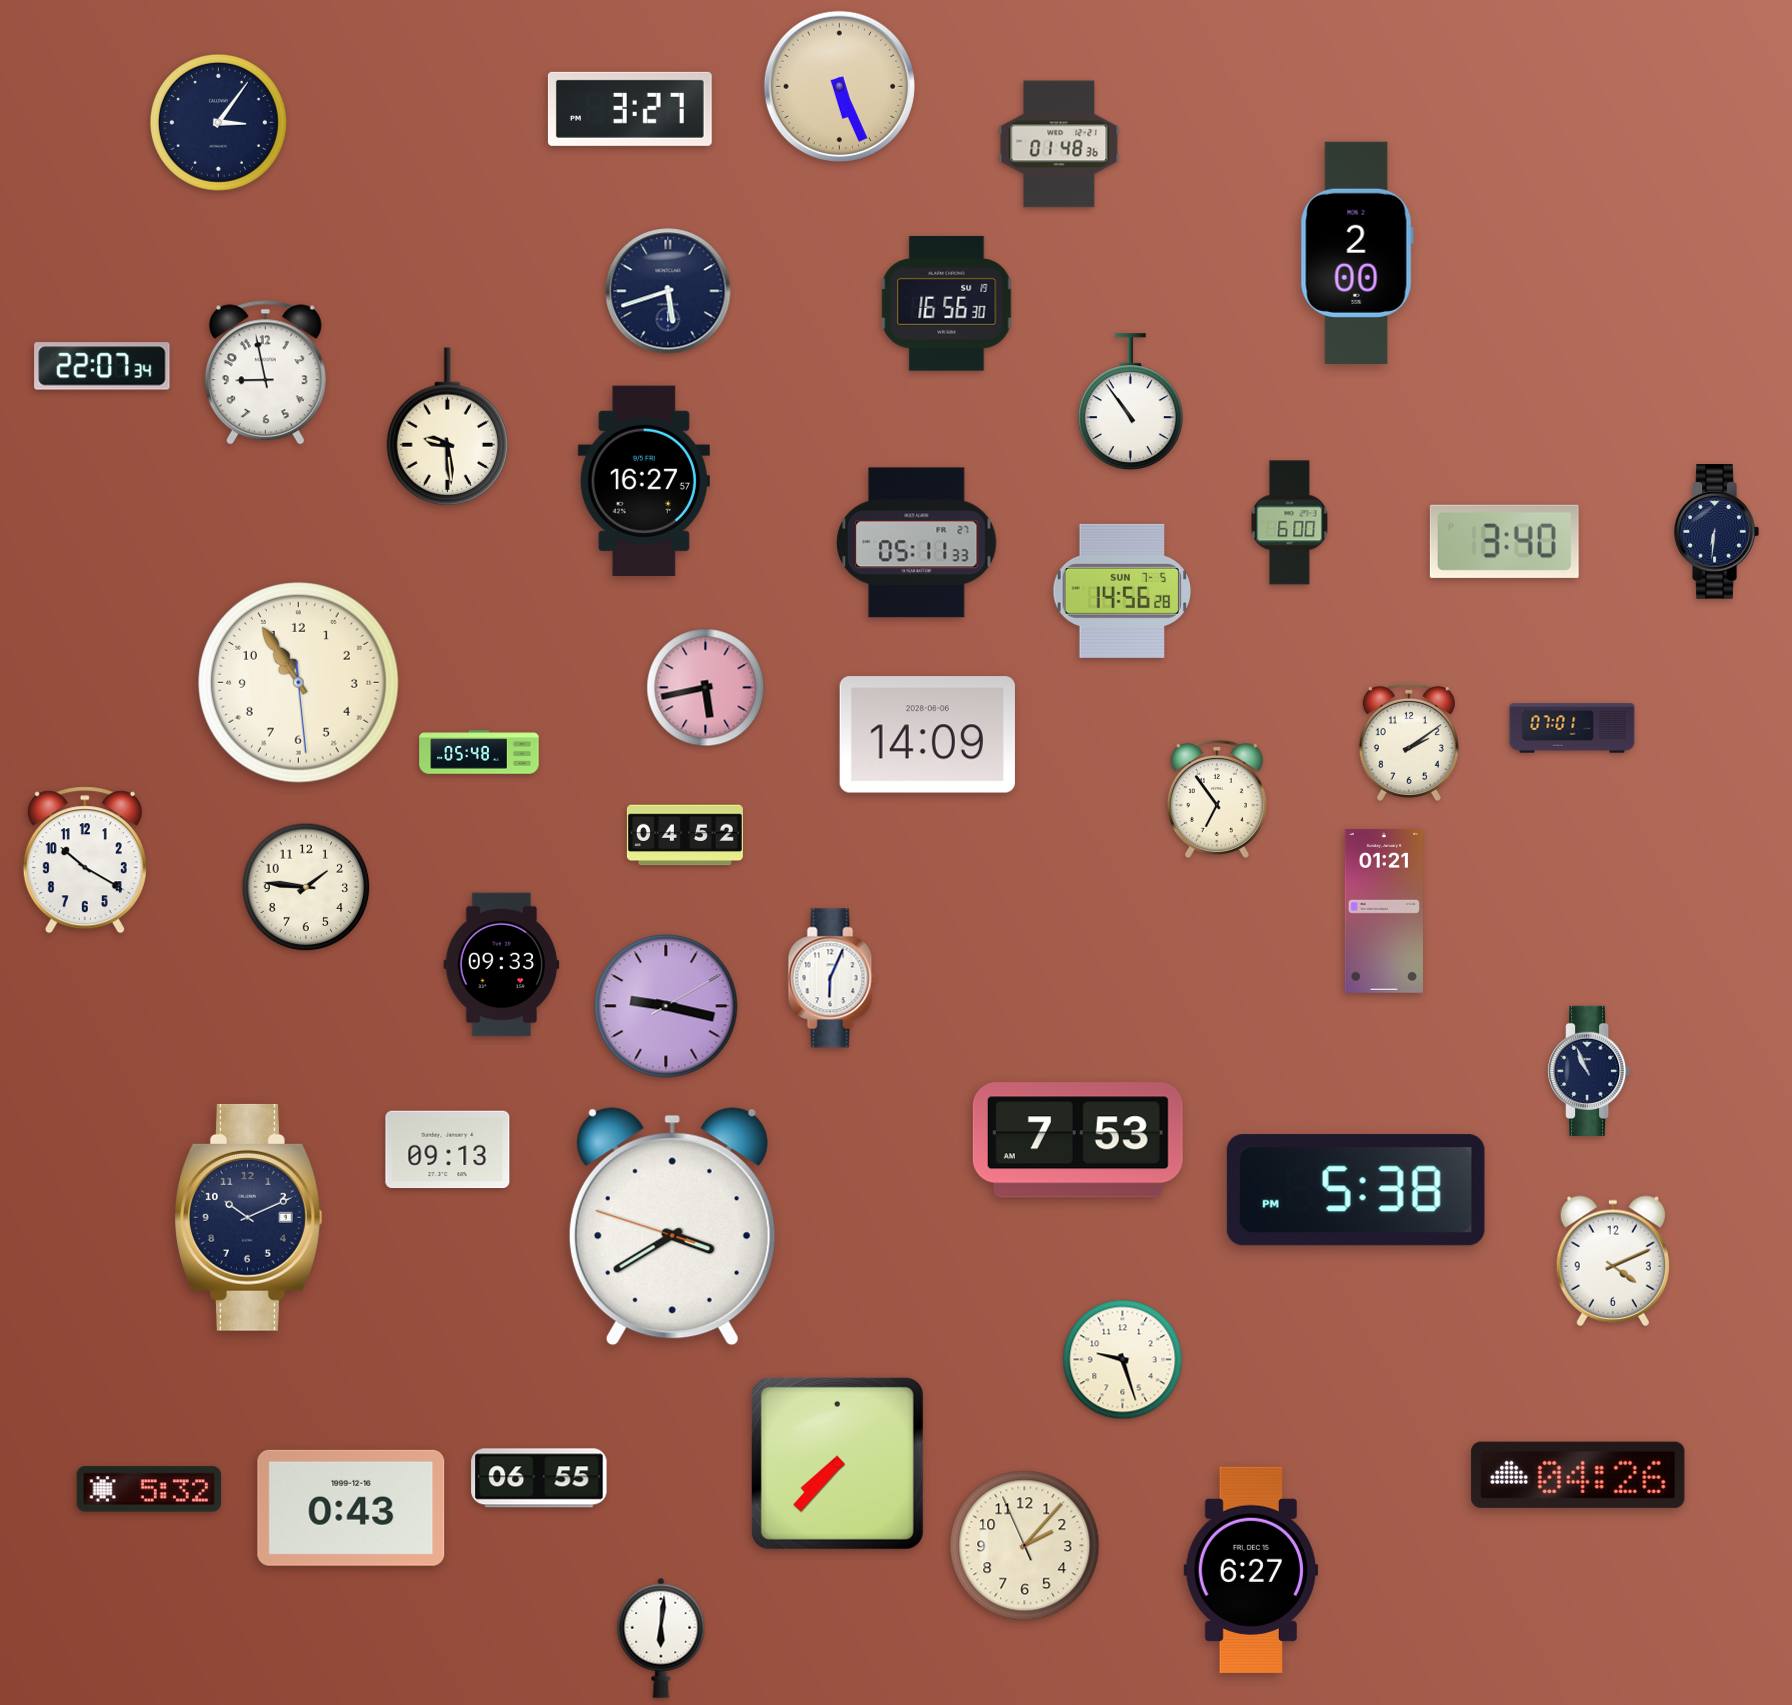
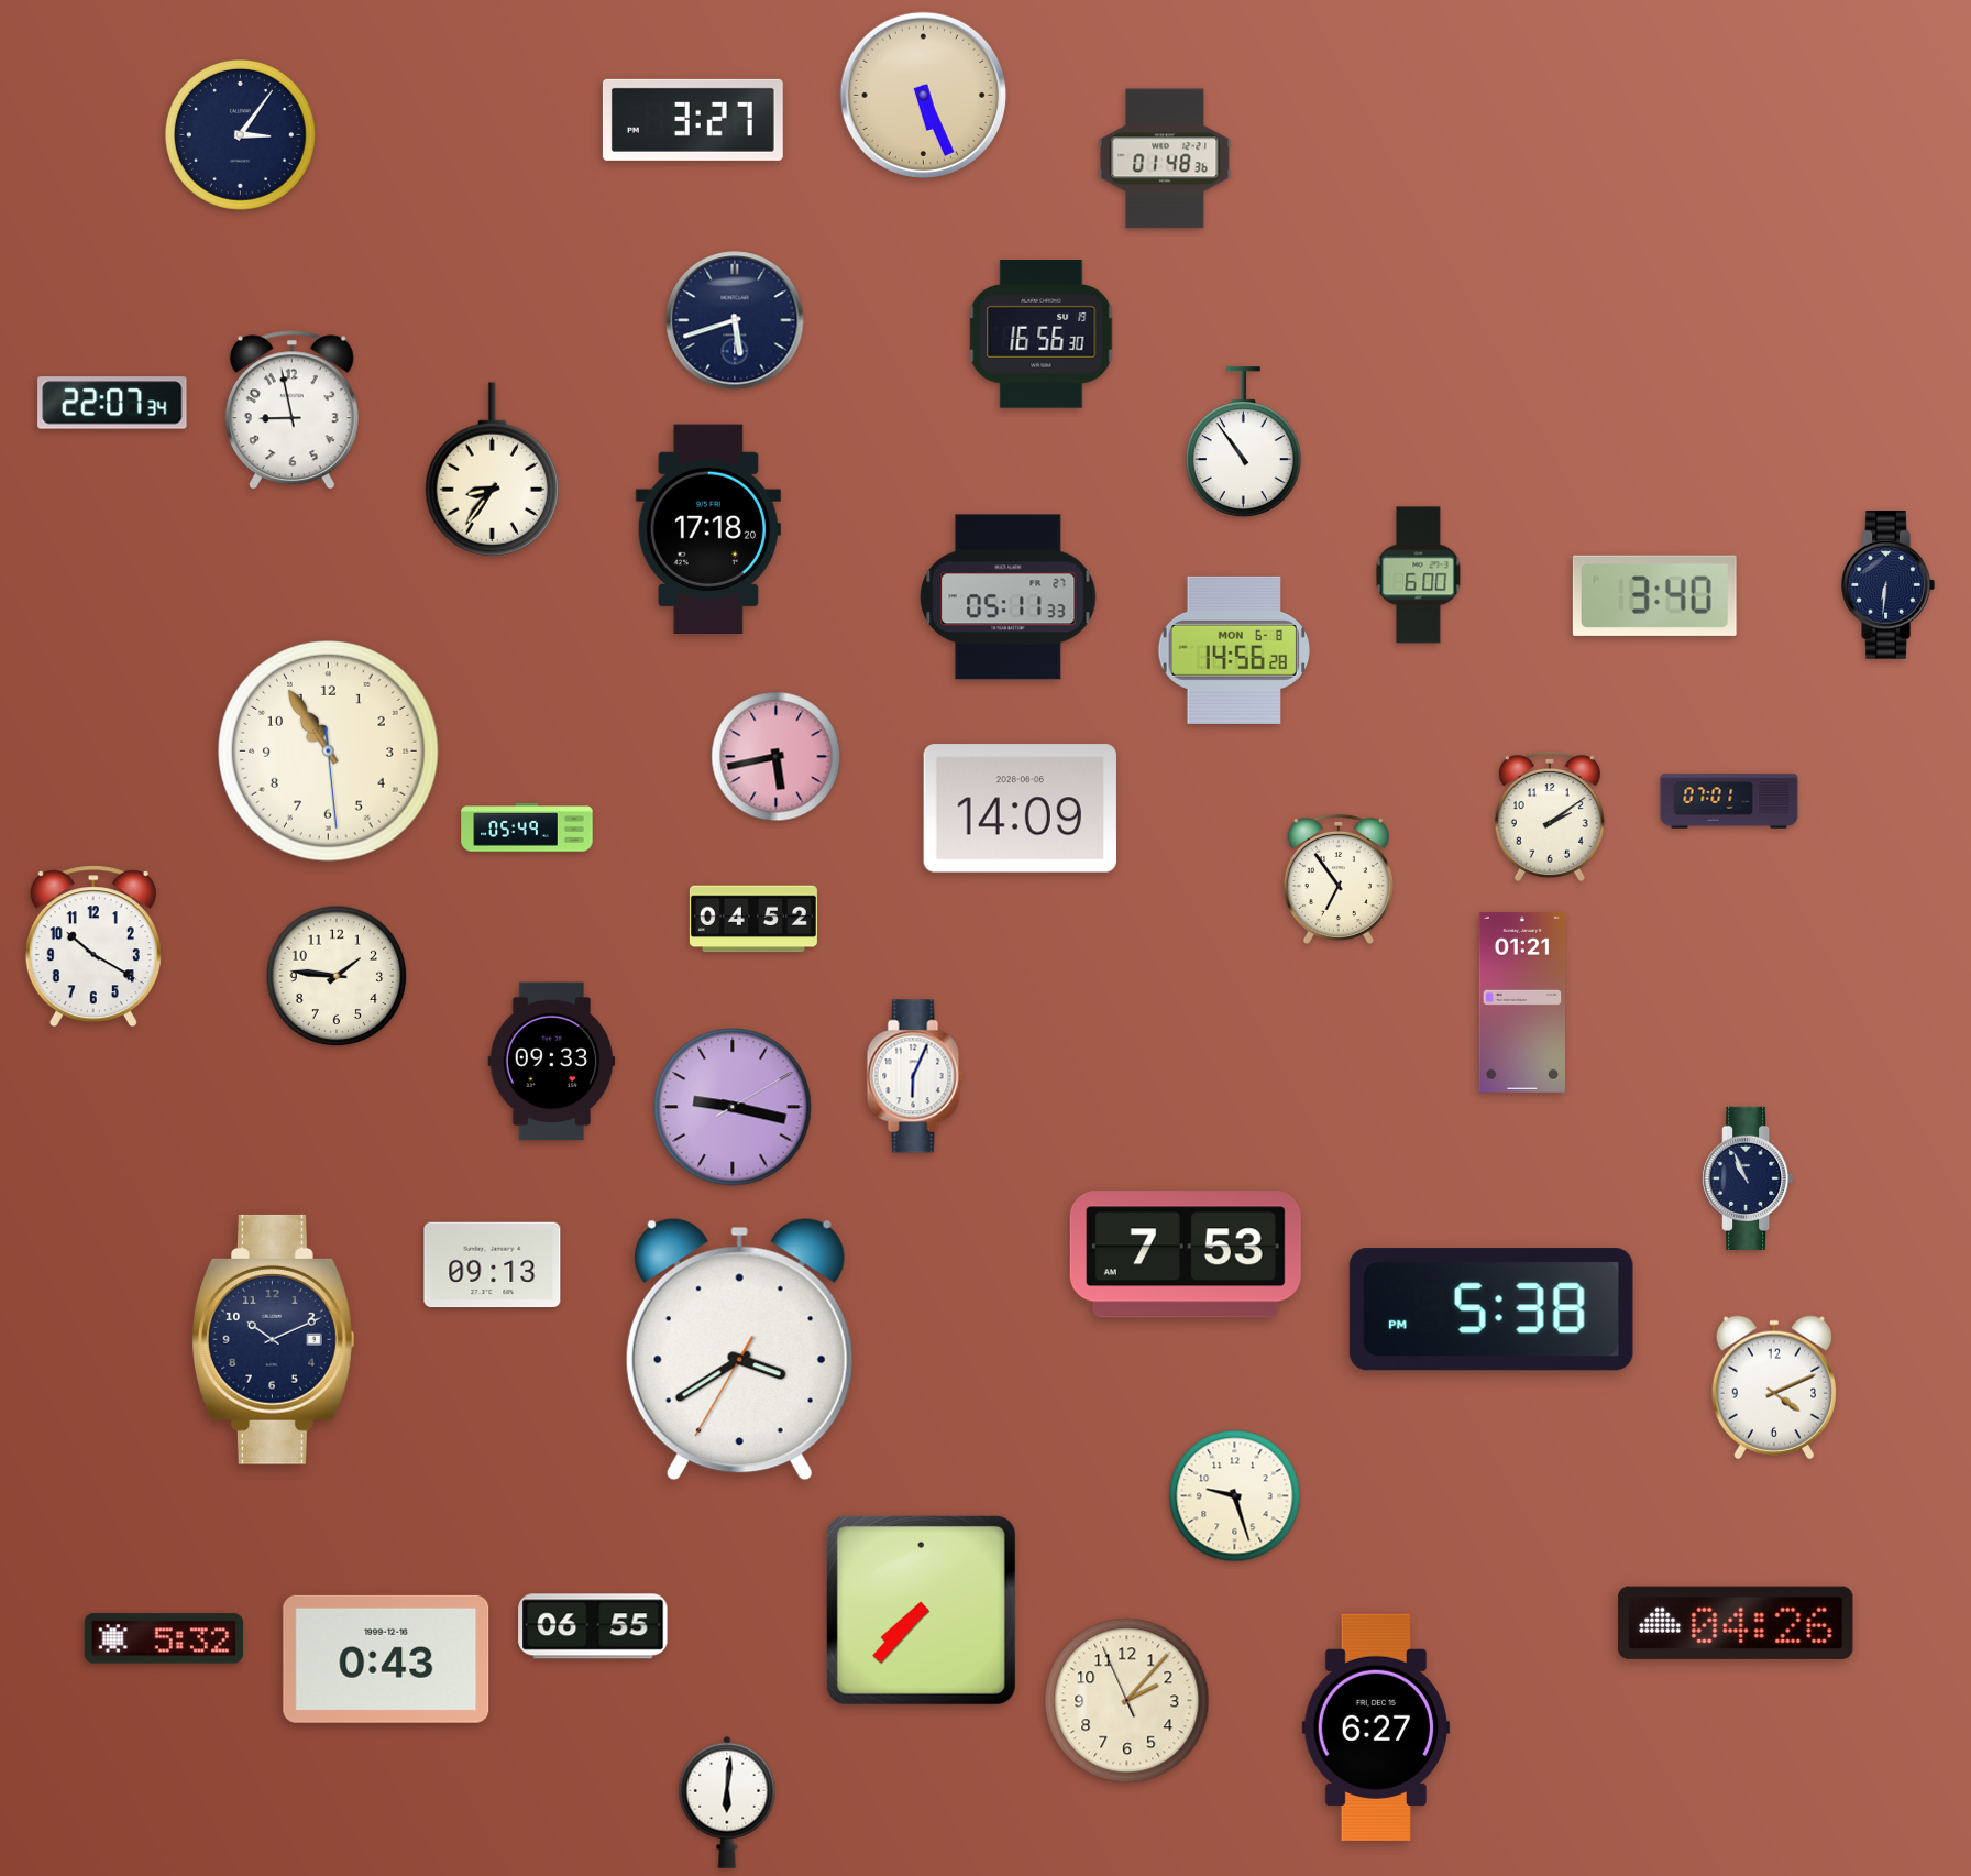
clock at (1357, 253): 2:00 -> none
clock at (447, 427): 9:29 -> 8:36
clock at (644, 480): 16:27 -> 17:18
clock at (1122, 591) date: SUN 7-5 -> MON 6-8
clock at (479, 752): 05:48 -> 05:49
clock at (672, 1227): 3:39:48 -> 3:39:35
